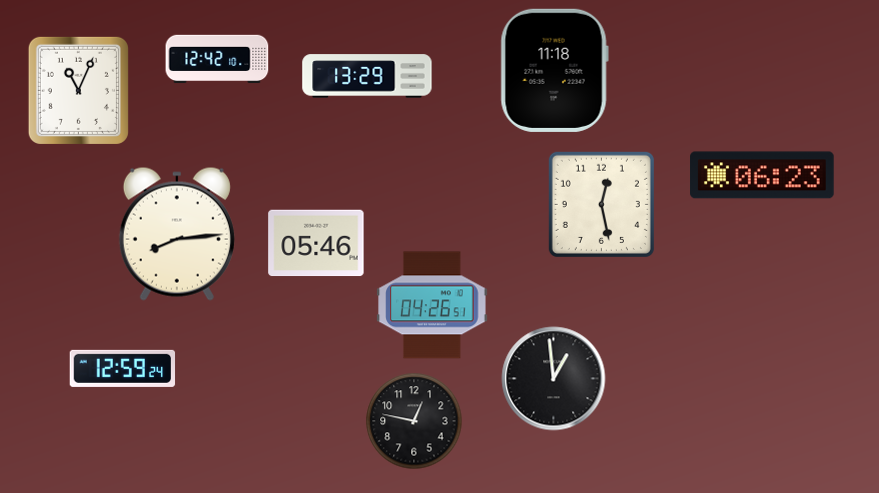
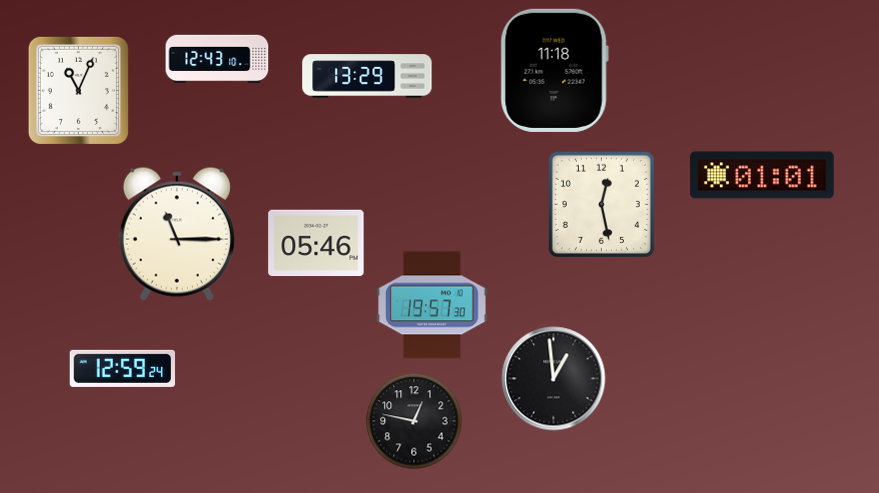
clock at (217, 59): 12:42 -> 12:43
clock at (762, 175): 06:23 -> 01:01
clock at (177, 234): 8:14 -> 11:15
clock at (432, 305): 04:26 -> 19:57
